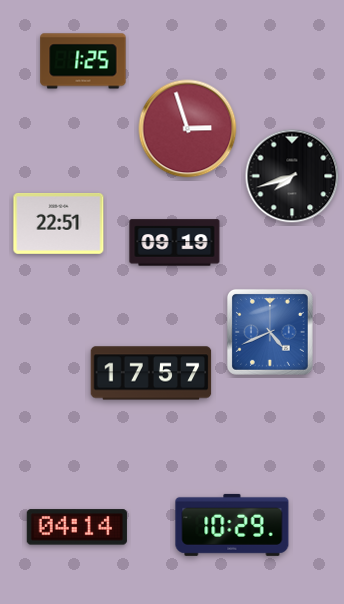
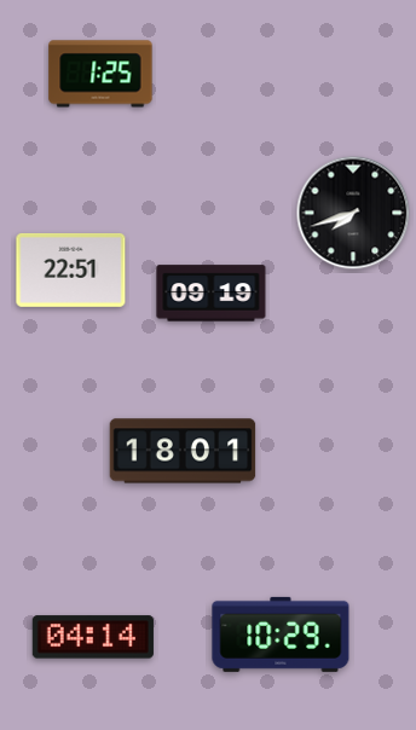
clock at (188, 129): 2:57 -> none
clock at (270, 332): 4:41 -> none
clock at (151, 373): 17:57 -> 18:01
